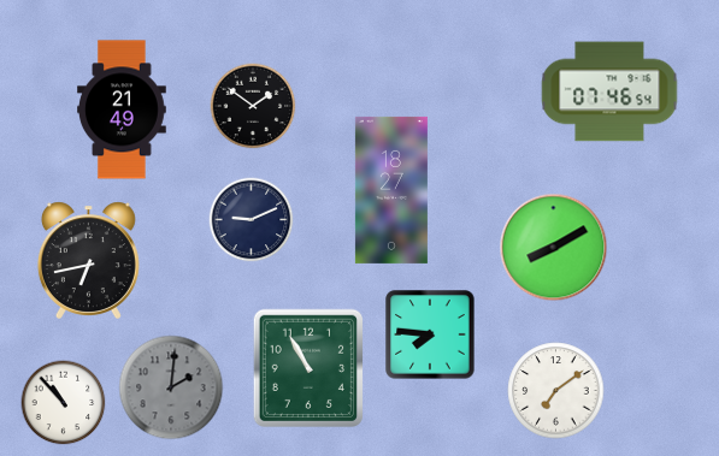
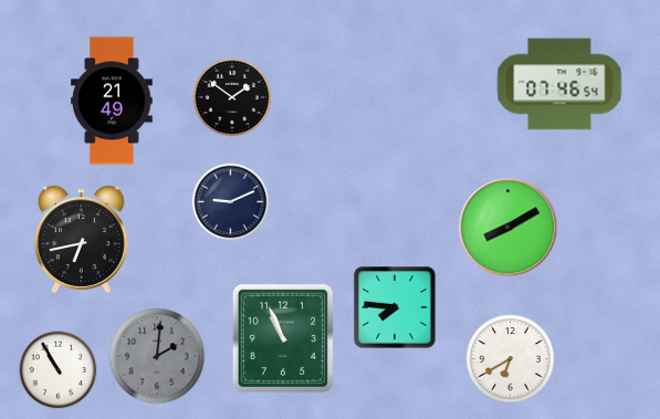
clock at (391, 190): 18:27 -> none
clock at (307, 367): 10:55 -> 10:56
clock at (556, 391): 7:09 -> 6:40
clock at (64, 403): 10:53 -> 10:55
